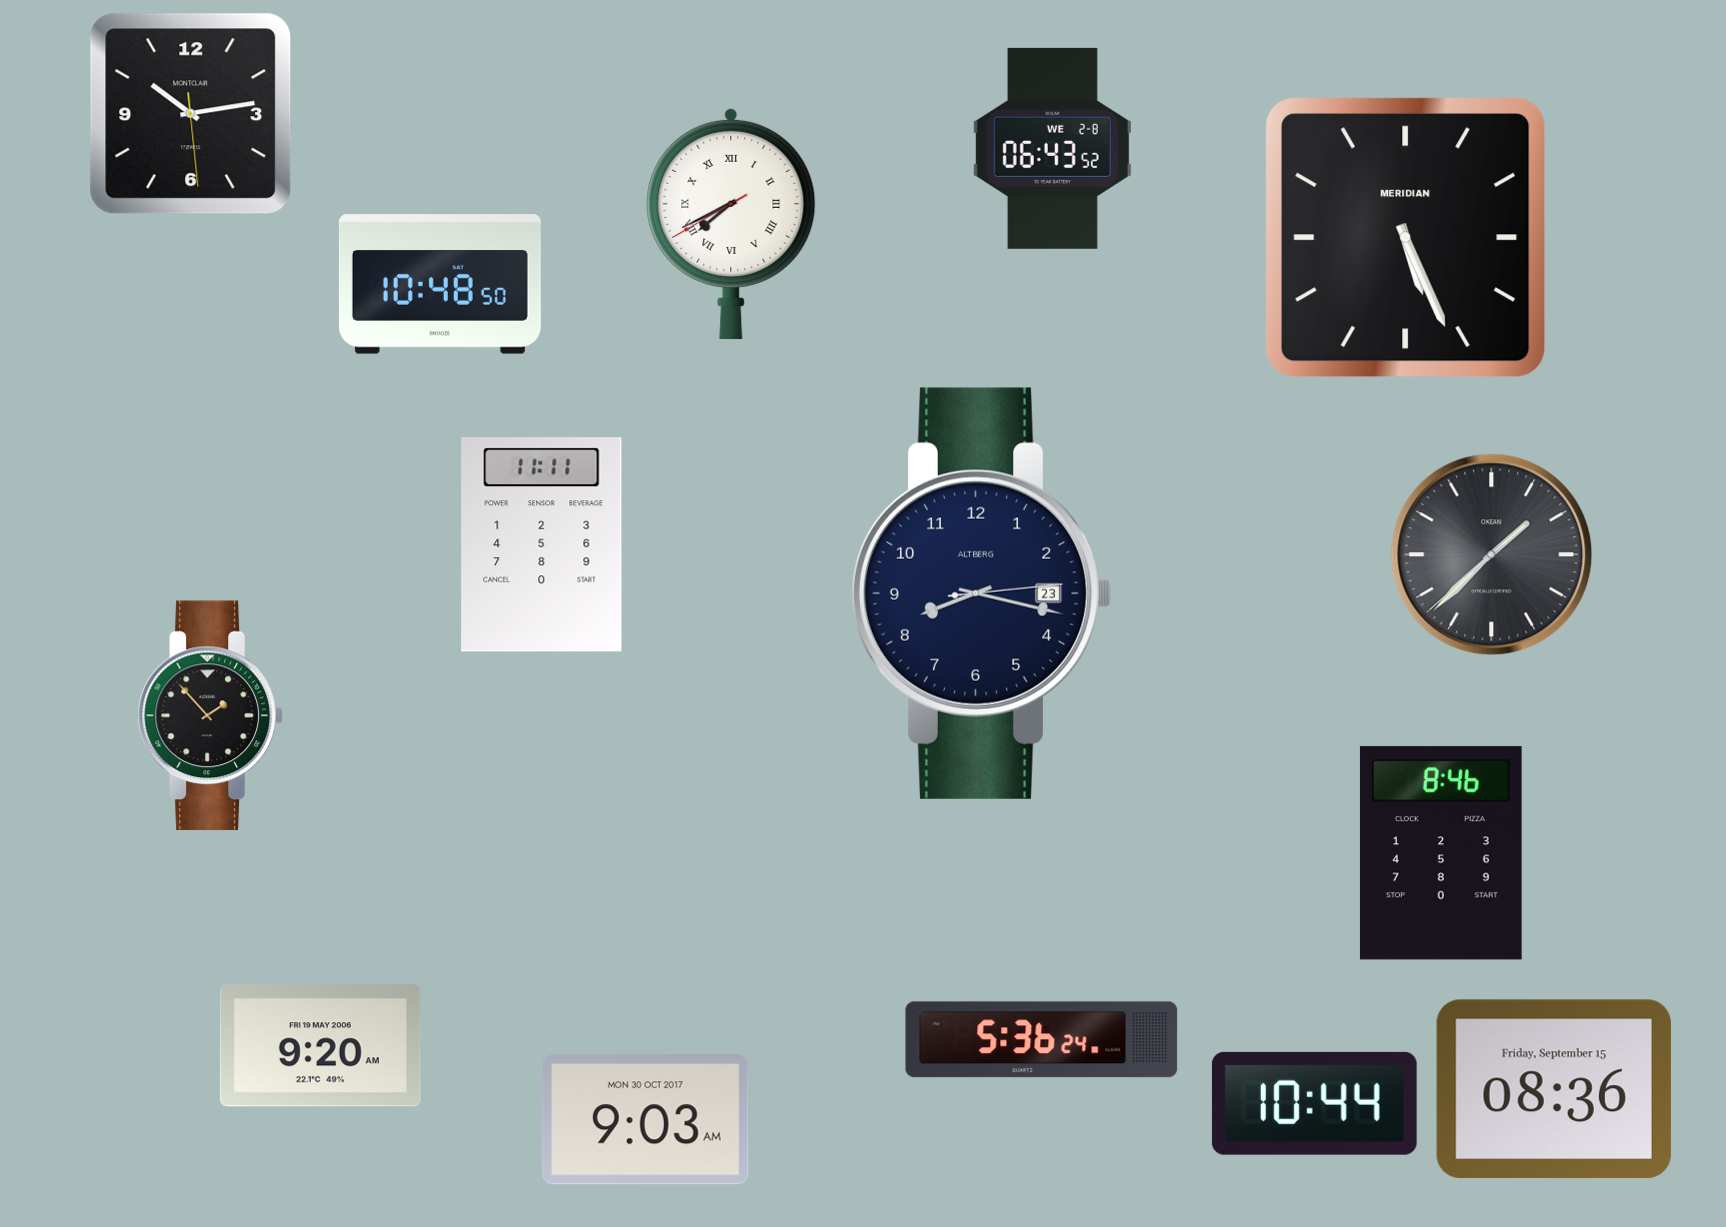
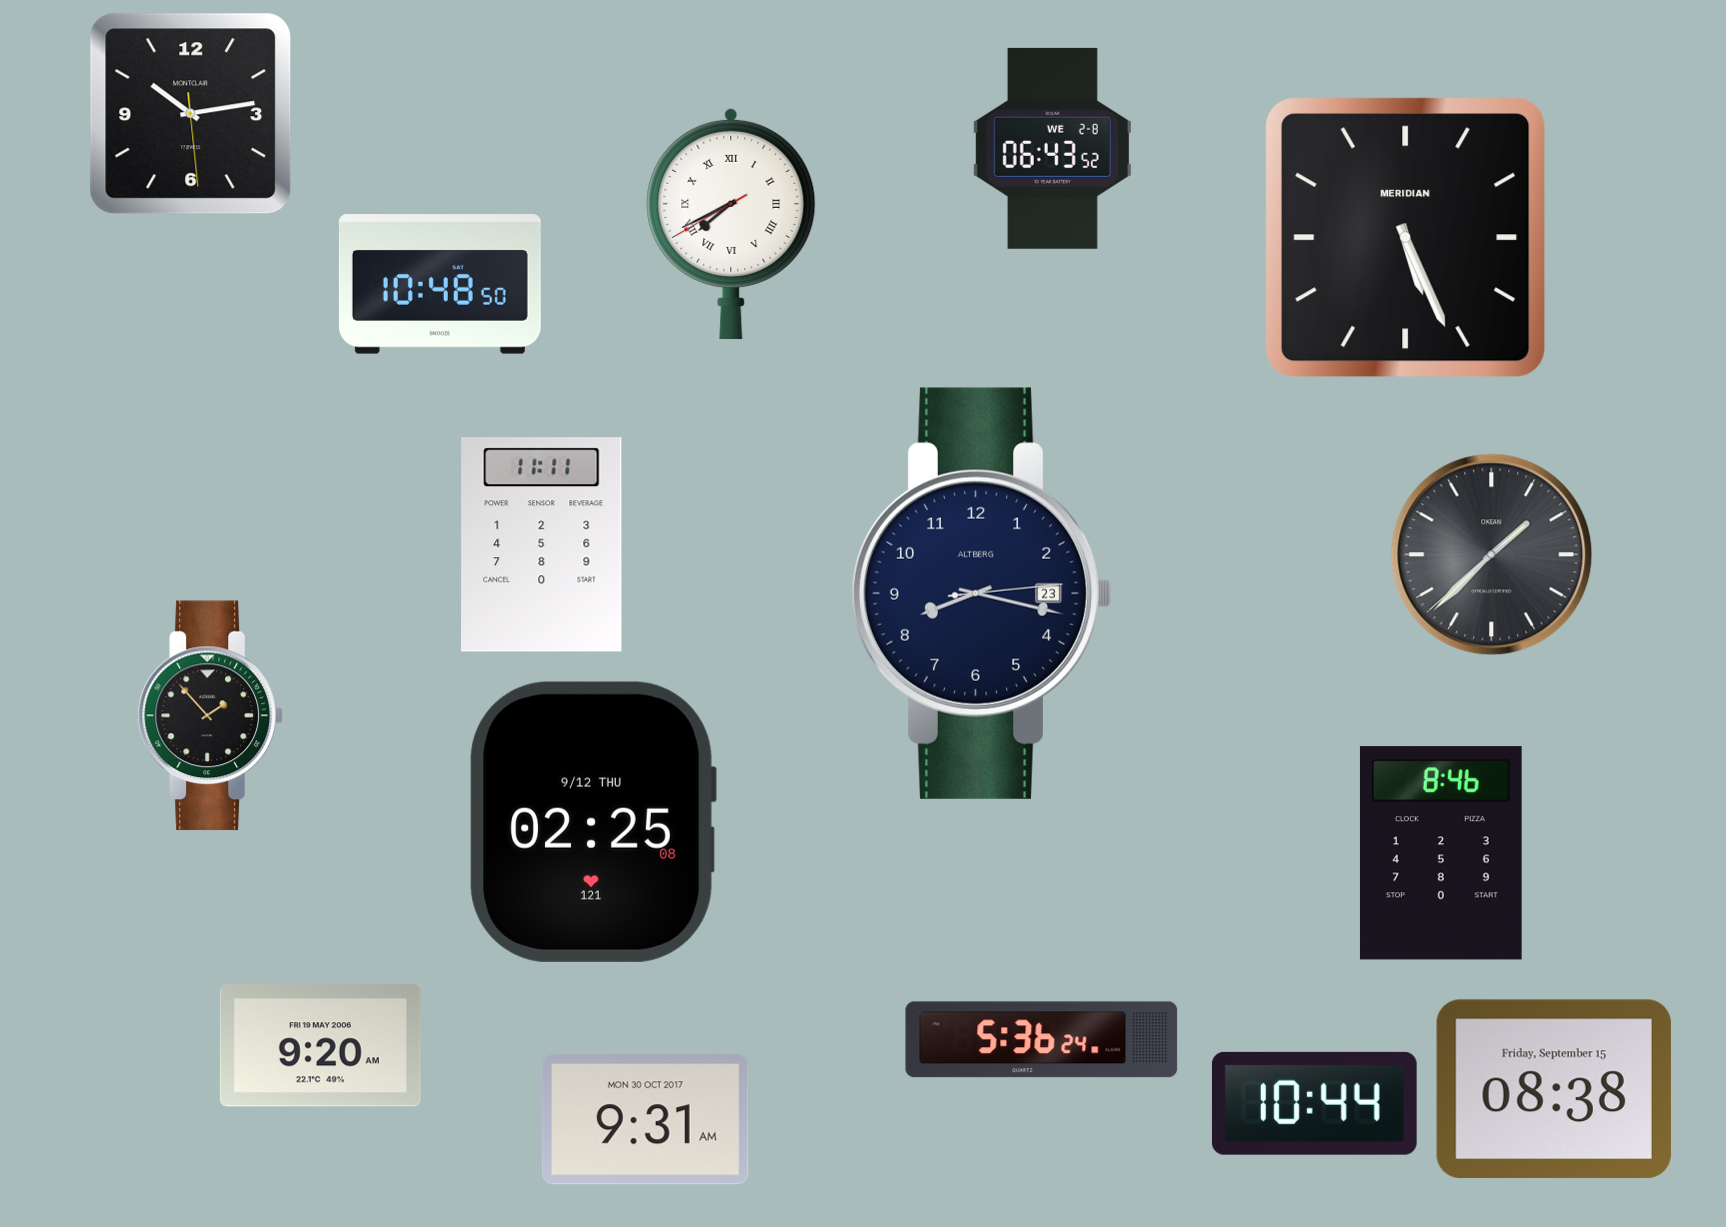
clock at (593, 822): none -> 02:25
clock at (1554, 1089): 08:36 -> 08:38
clock at (645, 1120): 9:03 -> 9:31
